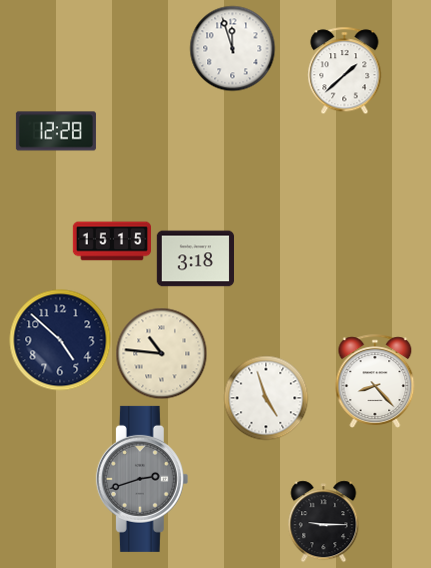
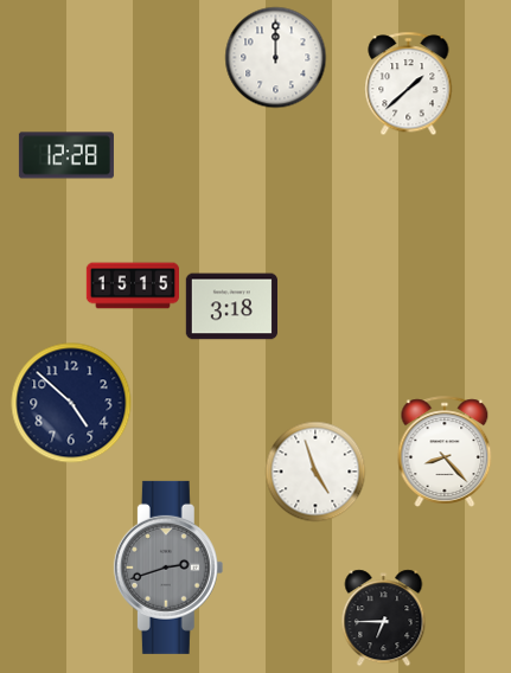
clock at (233, 49): 11:57 -> 12:00
clock at (162, 354): 10:46 -> none
clock at (324, 522): 9:15 -> 6:45
